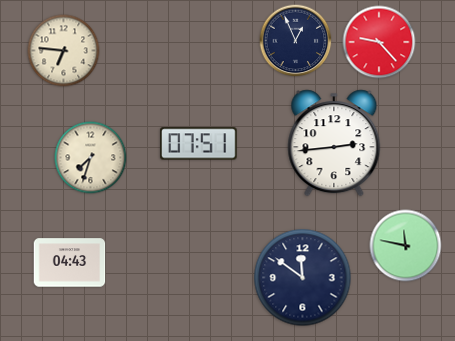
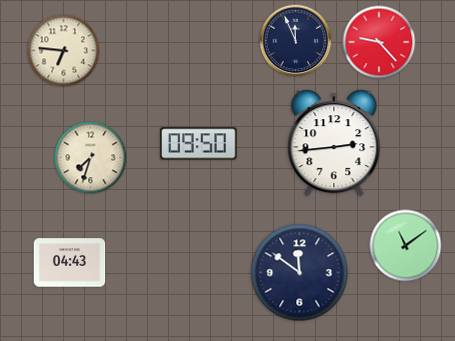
clock at (296, 41): 12:56 -> 11:56
clock at (199, 144): 07:51 -> 09:50
clock at (406, 246): 11:47 -> 11:09
clock at (303, 278) position: (303, 278) -> (300, 273)
